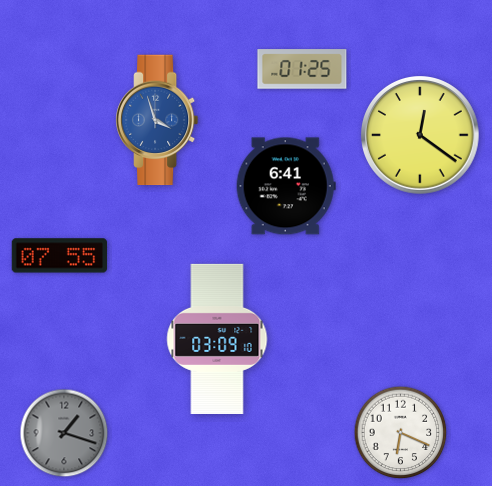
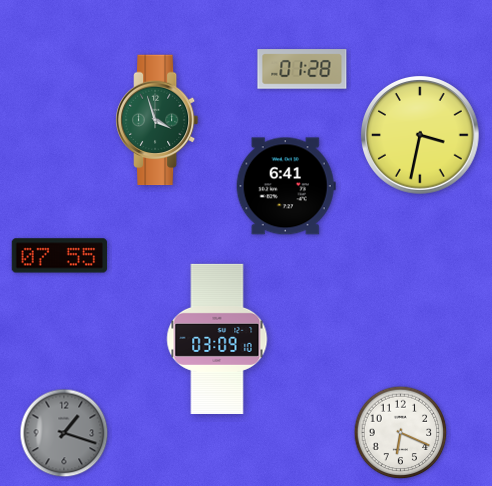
clock at (302, 69): 01:25 -> 01:28
clock at (157, 120) dial: blue -> green
clock at (421, 136): 12:21 -> 3:32
